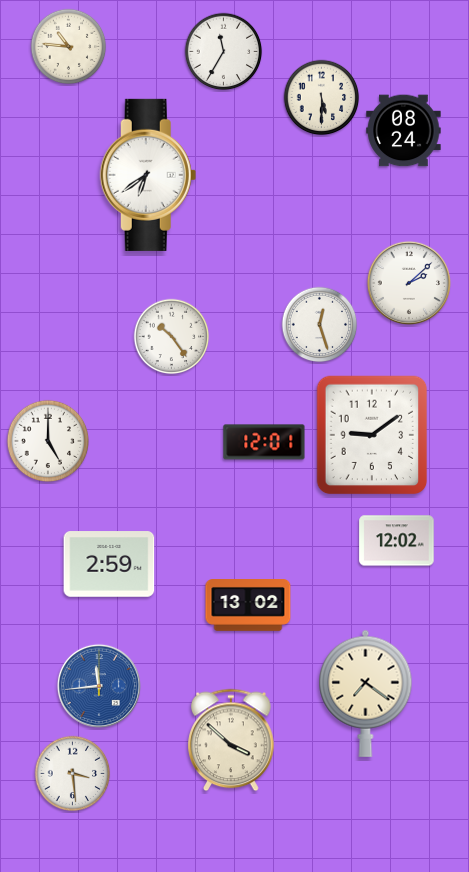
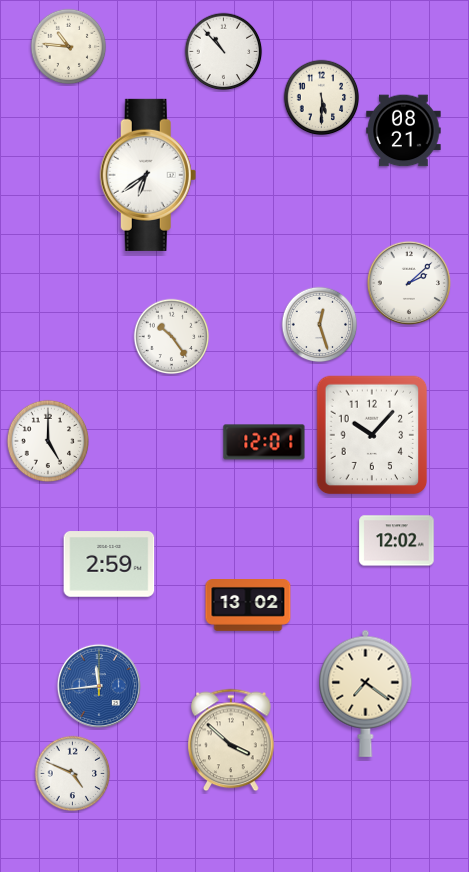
clock at (224, 52): 11:35 -> 10:53
clock at (404, 131): 08:24 -> 08:21
clock at (372, 435): 9:09 -> 10:07
clock at (73, 774): 3:29 -> 4:49
